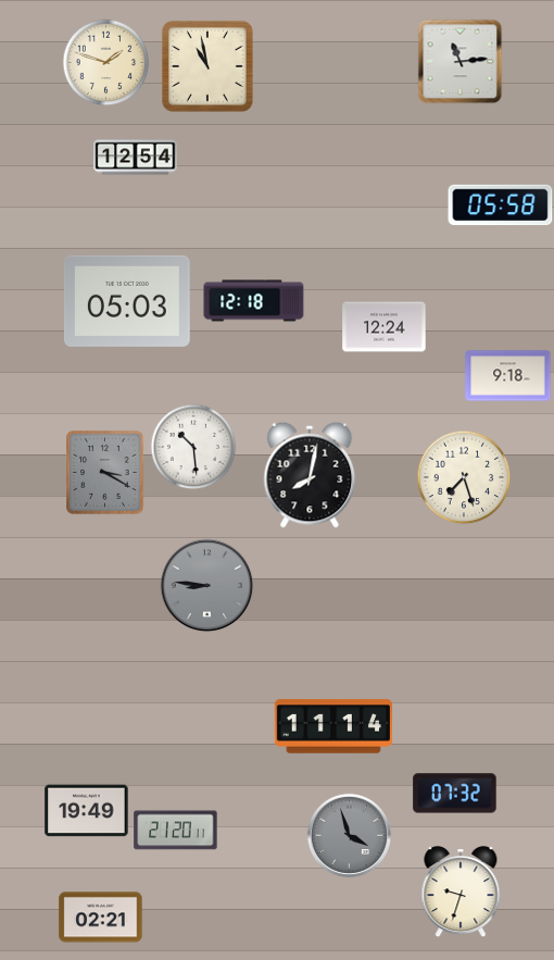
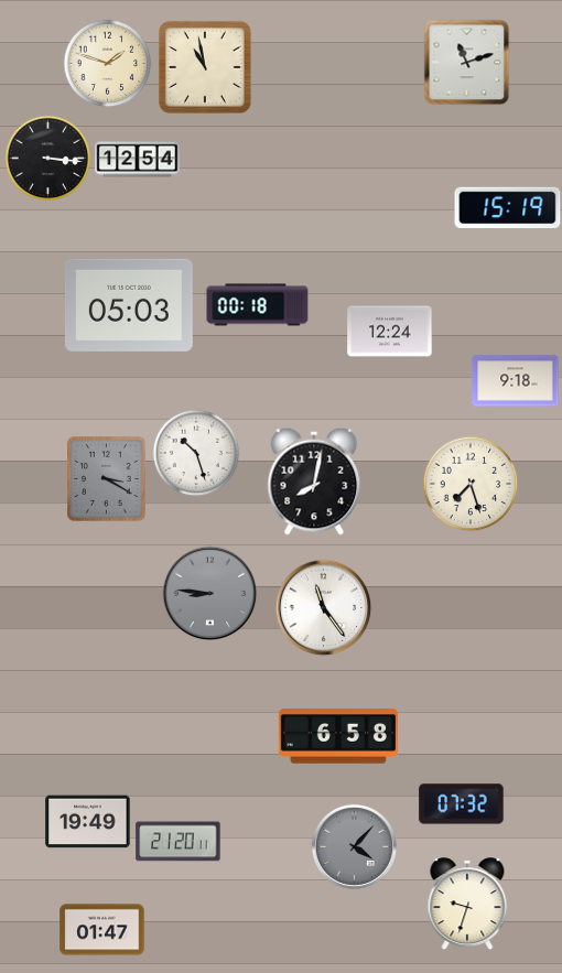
clock at (459, 61): 11:14 -> 11:12
clock at (207, 66) position: (207, 66) -> (205, 67)
clock at (47, 158): none -> 3:16
clock at (501, 205): 05:58 -> 15:19
clock at (254, 301): 12:18 -> 00:18
clock at (193, 447): 10:29 -> 10:27
clock at (323, 607): none -> 11:24
clock at (333, 726): 11:14 -> 6:58
clock at (349, 835): 3:57 -> 4:07
clock at (101, 918): 02:21 -> 01:47
